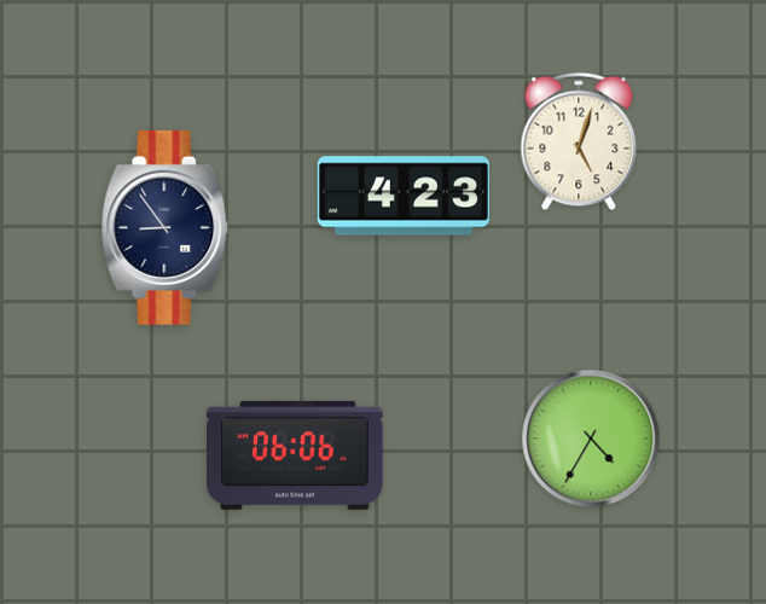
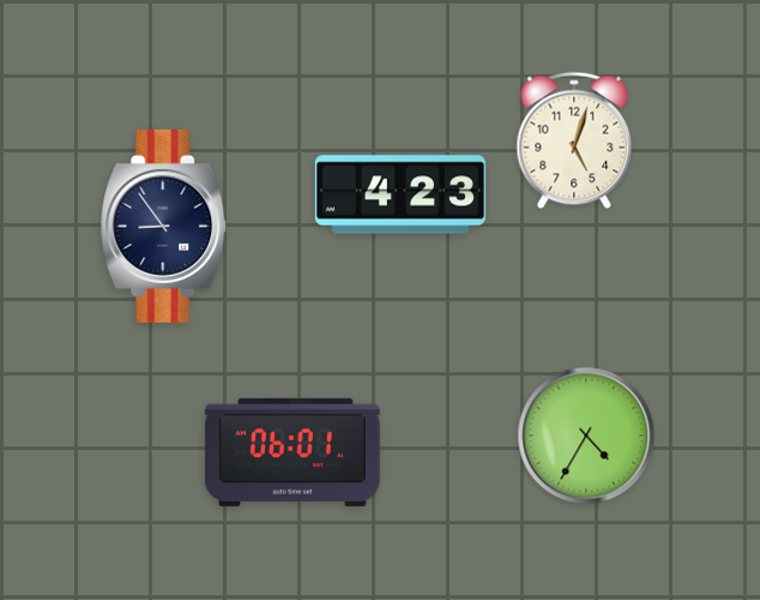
clock at (295, 455): 06:06 -> 06:01
